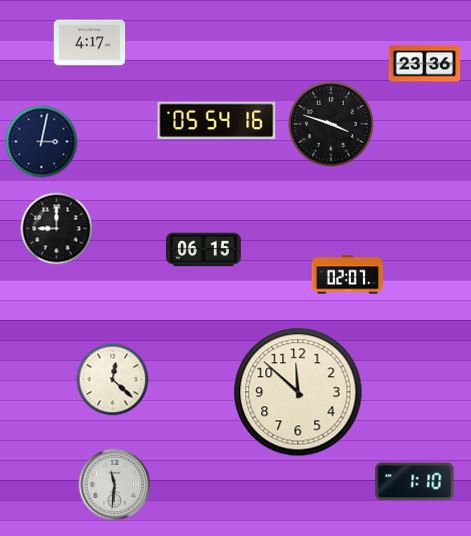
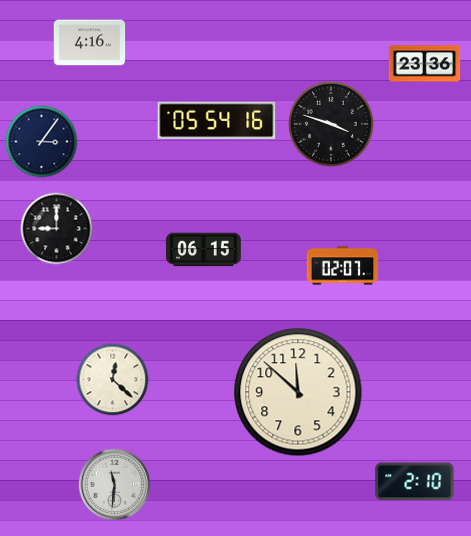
clock at (90, 43): 4:17 -> 4:16
clock at (42, 142): 3:02 -> 3:06
clock at (348, 275) position: (348, 275) -> (343, 266)
clock at (415, 482): 1:10 -> 2:10
